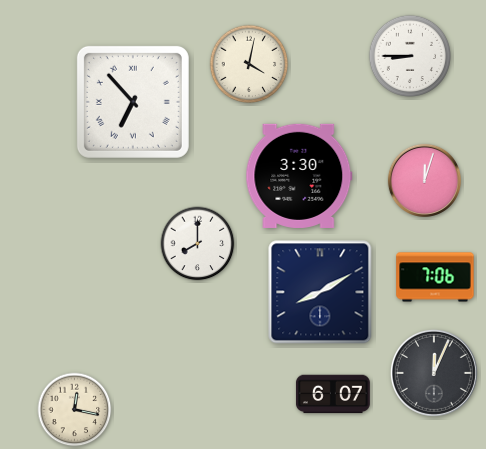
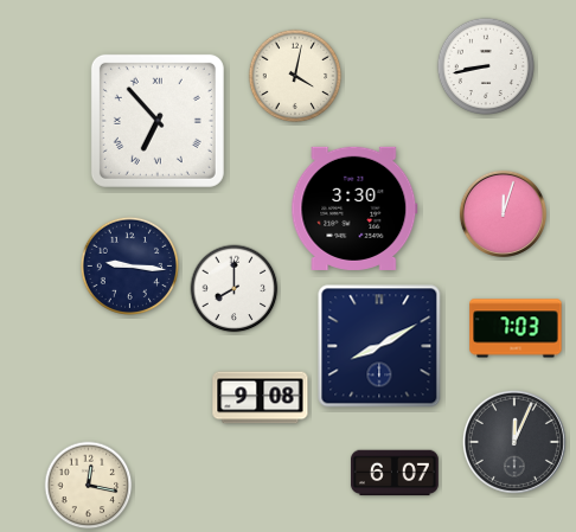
clock at (409, 55): 8:45 -> 8:43
clock at (129, 265): none -> 9:16
clock at (435, 277): 7:06 -> 7:03
clock at (261, 398): none -> 9:08
clock at (333, 394) position: (333, 394) -> (395, 473)
